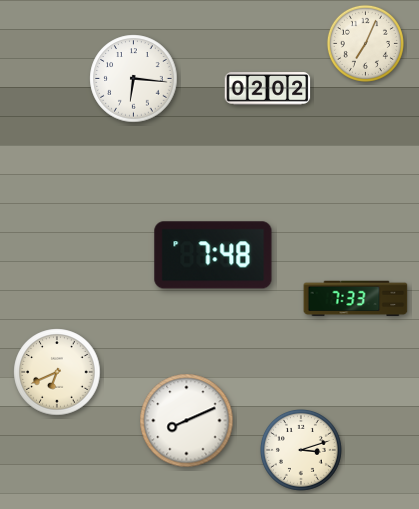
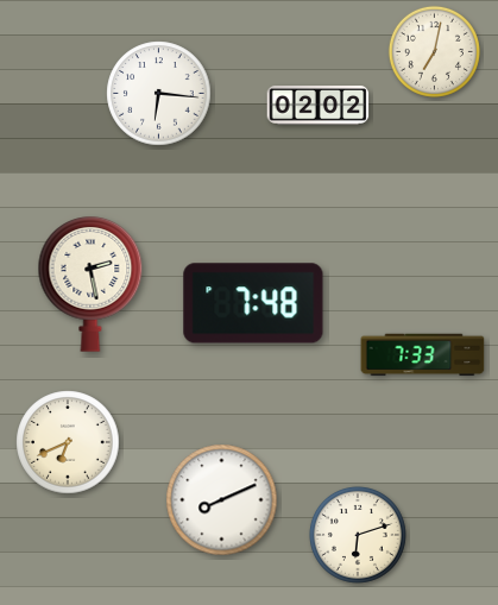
clock at (365, 43): 7:04 -> 7:02
clock at (90, 285): none -> 2:28
clock at (301, 450): 3:12 -> 6:12
